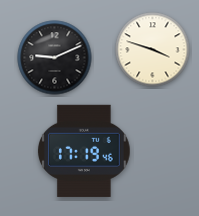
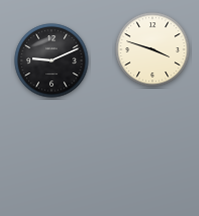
clock at (55, 58) position: (55, 58) -> (52, 61)
clock at (85, 151): 17:19 -> none
